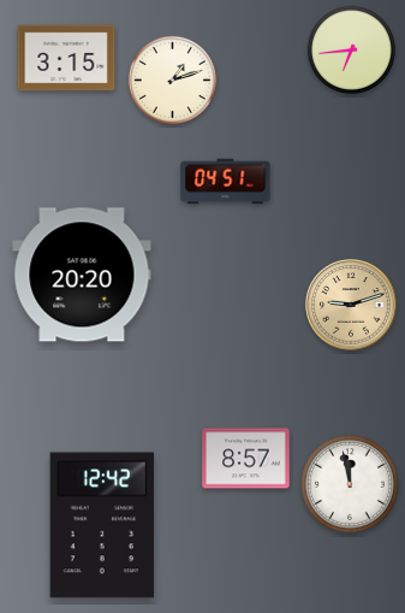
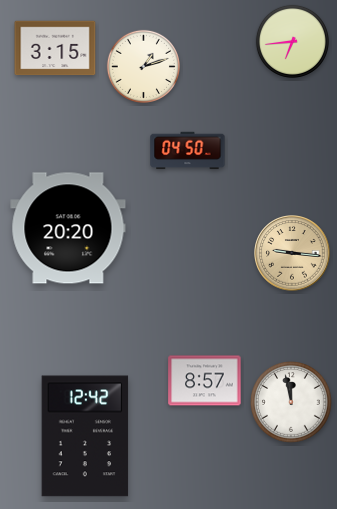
clock at (226, 182): 04:51 -> 04:50
clock at (351, 305): 9:12 -> 9:16
